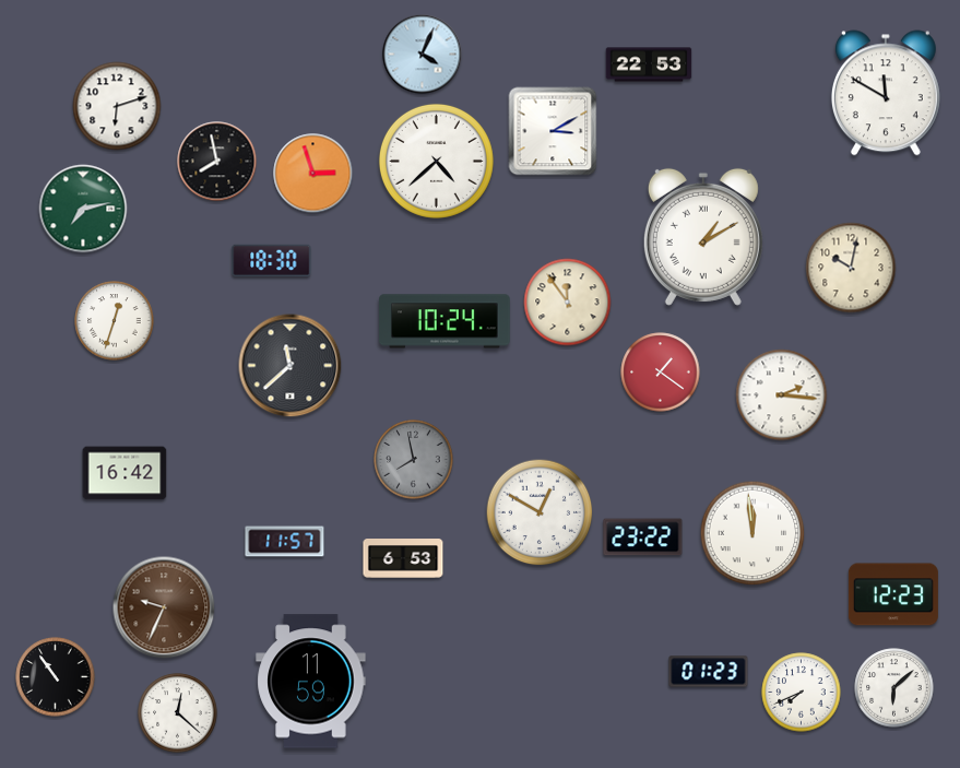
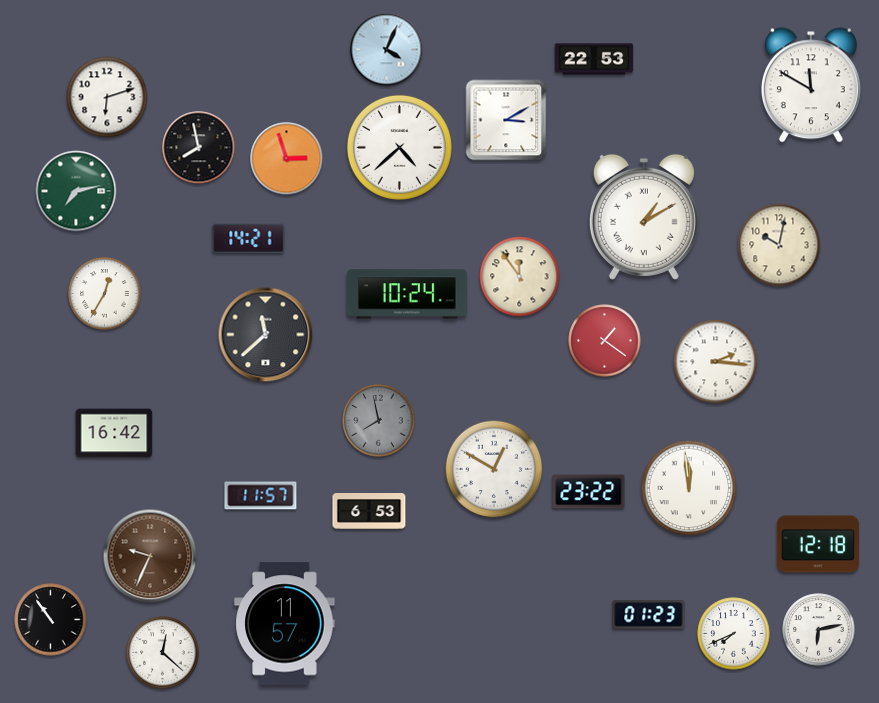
clock at (272, 260): 18:30 -> 14:21
clock at (115, 321): 12:33 -> 12:35
clock at (893, 594): 12:23 -> 12:18
clock at (311, 682): 11:59 -> 11:57
clock at (894, 688): 6:08 -> 6:13
